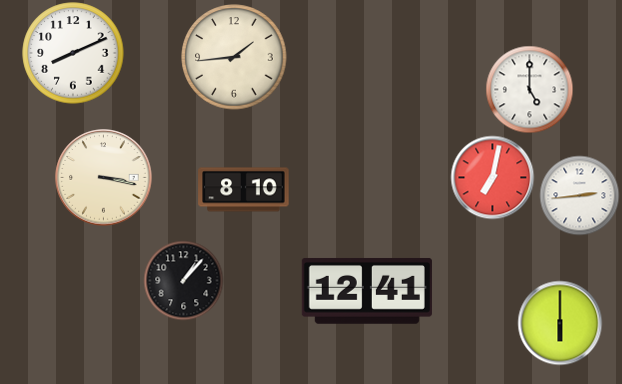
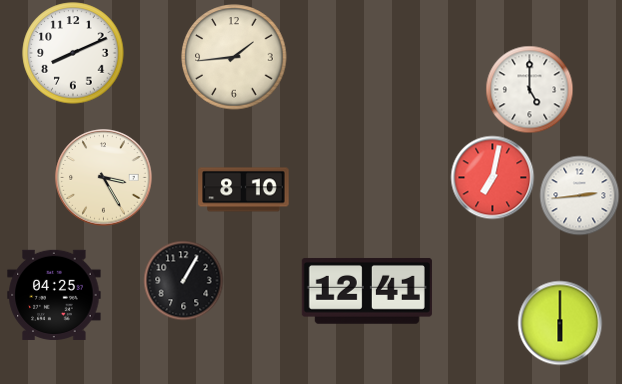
clock at (104, 178): 3:17 -> 3:25
clock at (183, 280): 1:07 -> 1:05
clock at (54, 294): none -> 04:25
